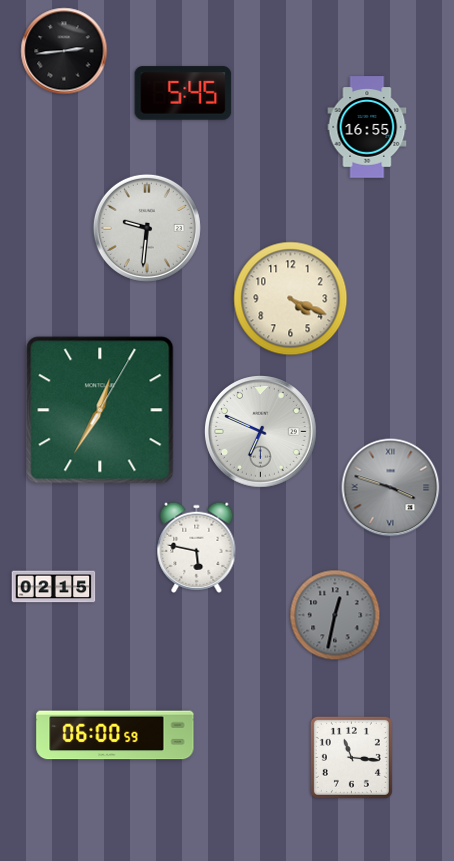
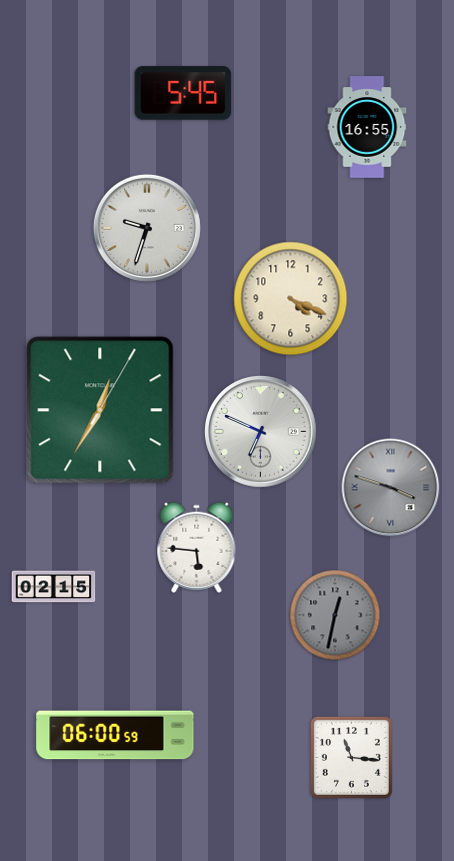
clock at (64, 51): 2:44 -> none
clock at (147, 228): 9:31 -> 9:33
clock at (197, 547): 5:47 -> 5:46
